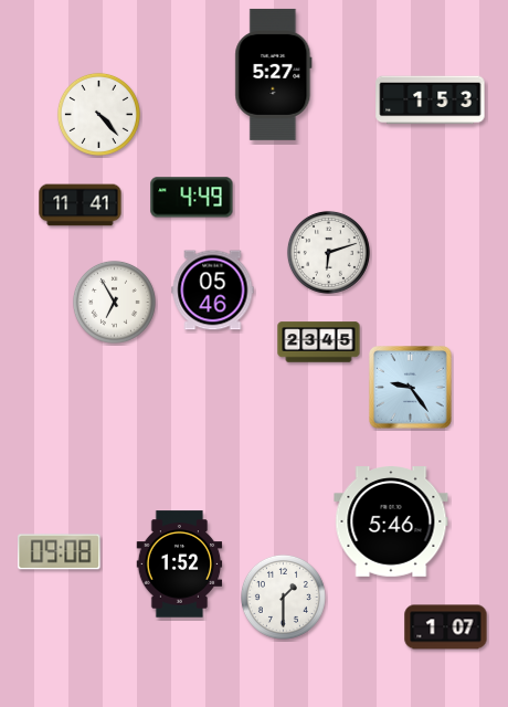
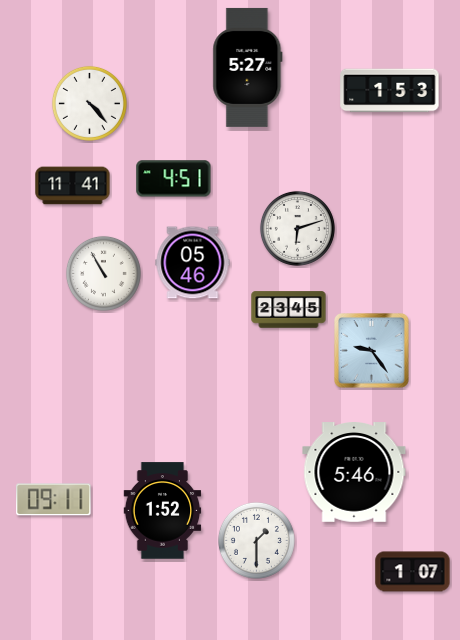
clock at (192, 198): 4:49 -> 4:51
clock at (114, 302): 6:55 -> 10:55
clock at (60, 552): 09:08 -> 09:11
clock at (446, 627) position: (446, 627) -> (413, 572)
